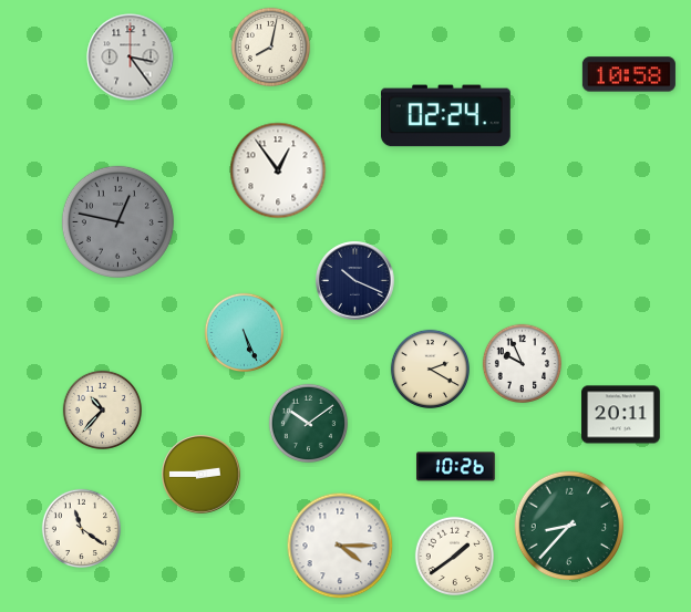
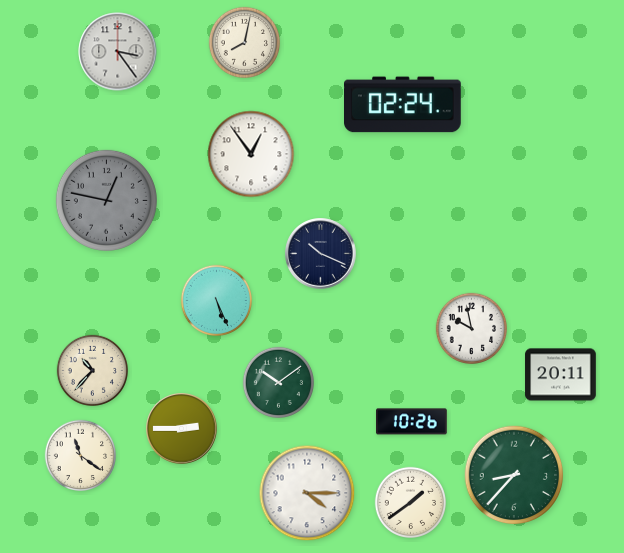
clock at (629, 74): 10:58 -> none
clock at (244, 332) position: (244, 332) -> (216, 300)
clock at (522, 363): 9:56 -> 9:58
clock at (430, 369): 2:20 -> none
clock at (81, 528) position: (81, 528) -> (80, 455)
